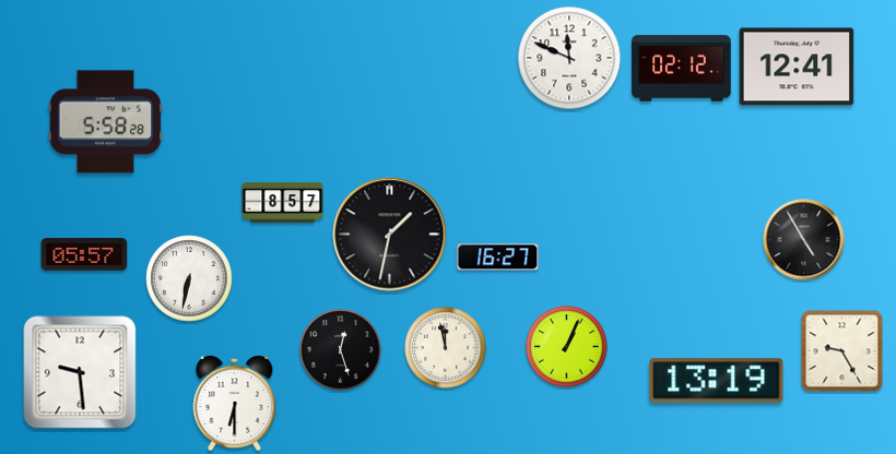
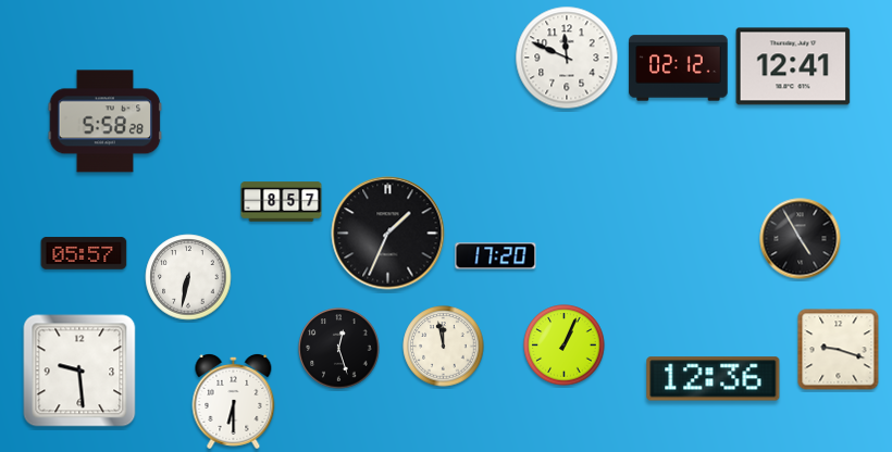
clock at (390, 235): 1:32 -> 1:34
clock at (498, 258): 16:27 -> 17:20
clock at (842, 351): 9:25 -> 9:18
clock at (717, 381): 13:19 -> 12:36
